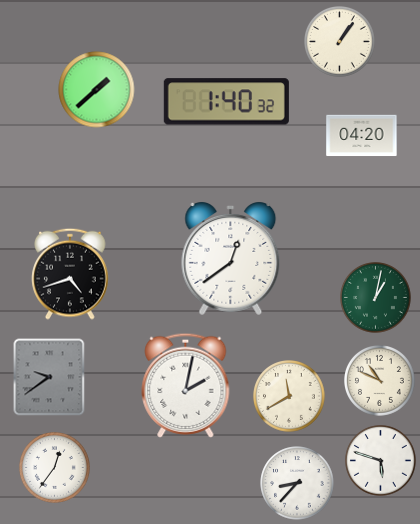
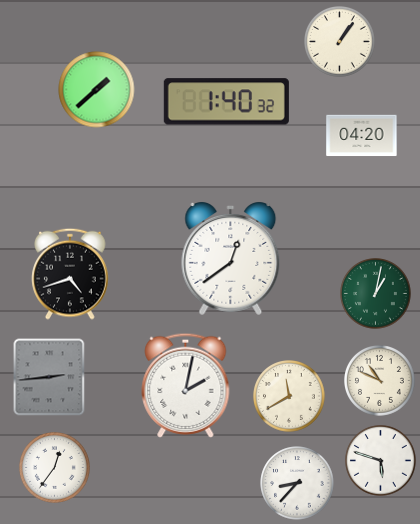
clock at (376, 298) position: (376, 298) -> (376, 294)
clock at (49, 377): 9:39 -> 2:44
